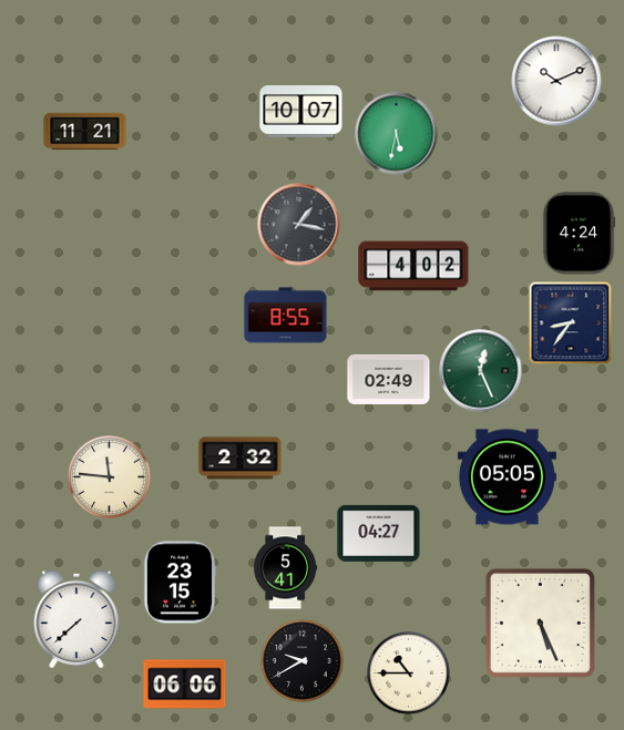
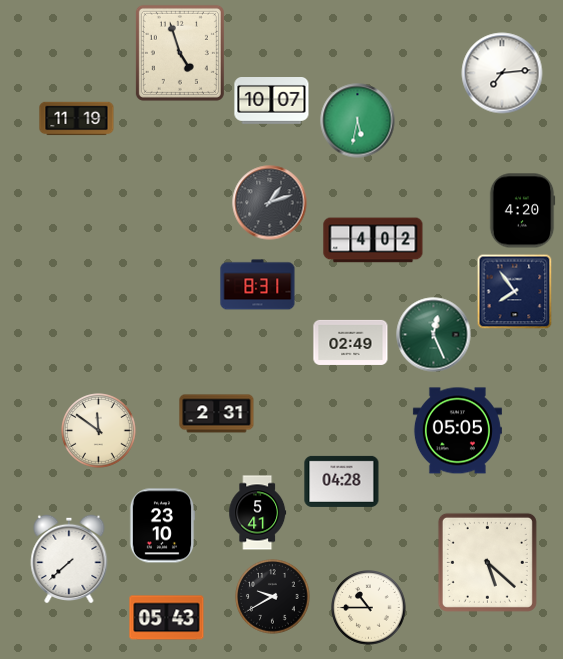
clock at (180, 53): none -> 4:57
clock at (556, 81): 10:11 -> 7:14
clock at (85, 132): 11:21 -> 11:19
clock at (299, 225): 1:17 -> 1:12
clock at (579, 234): 4:24 -> 4:20
clock at (286, 316): 8:55 -> 8:31
clock at (571, 323): 8:36 -> 7:54
clock at (241, 459): 2:32 -> 2:31
clock at (110, 477): 11:46 -> 11:51
clock at (379, 533): 04:27 -> 04:28
clock at (180, 583): 23:15 -> 23:10
clock at (540, 623): 5:26 -> 5:22
clock at (185, 685): 06:06 -> 05:43
